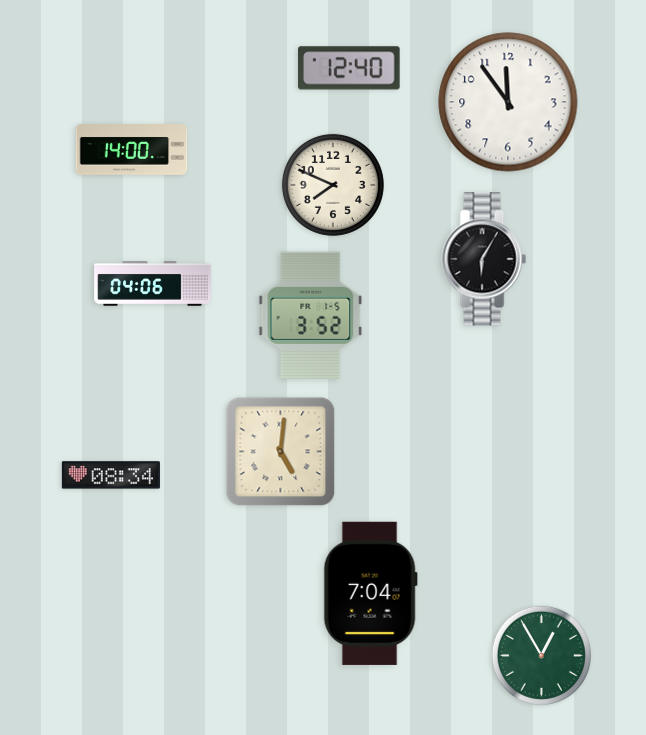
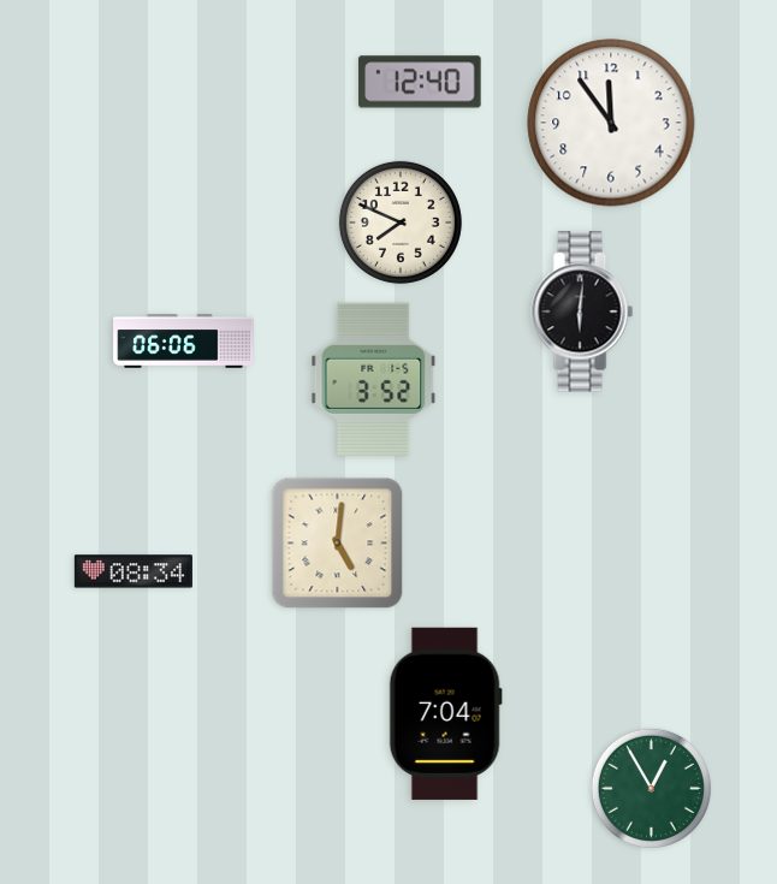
clock at (132, 150): 14:00 -> none
clock at (484, 259): 6:05 -> 6:01
clock at (153, 284): 04:06 -> 06:06
